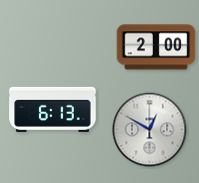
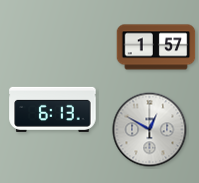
clock at (156, 47): 2:00 -> 1:57
